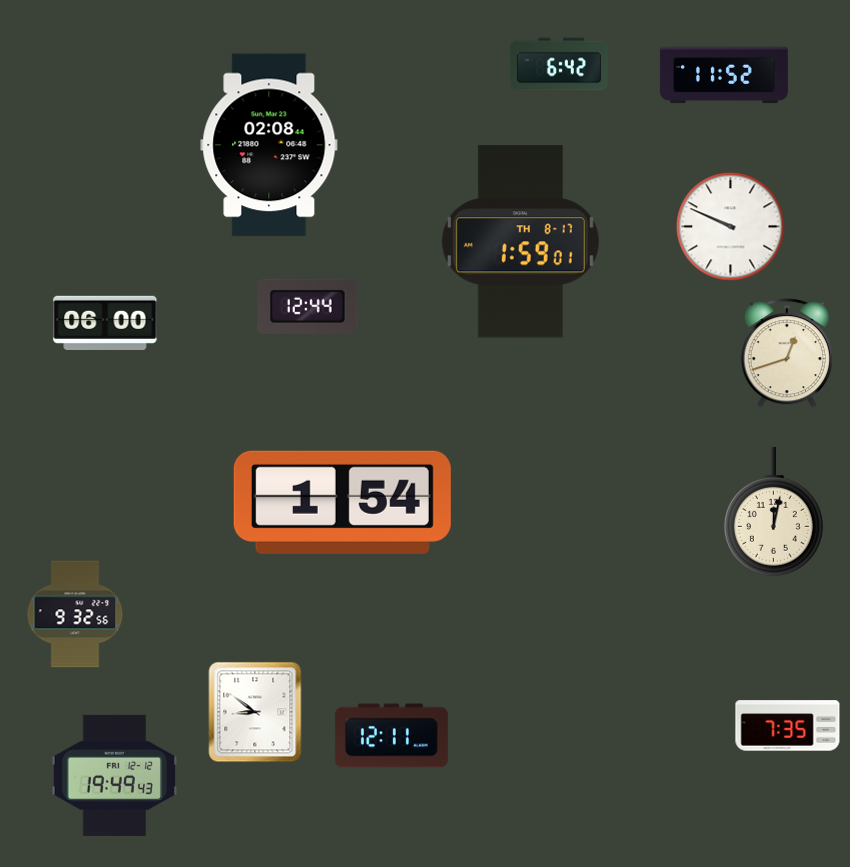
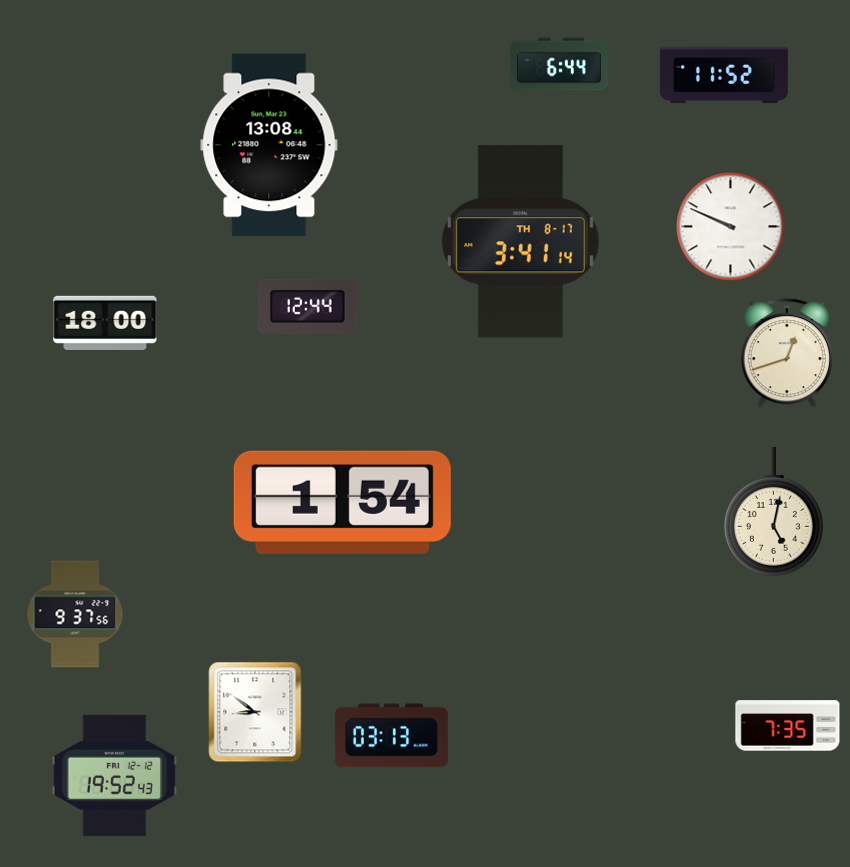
clock at (559, 64): 6:42 -> 6:44
clock at (269, 145): 02:08 -> 13:08
clock at (520, 242): 1:59 -> 3:41
clock at (105, 323): 06:00 -> 18:00
clock at (773, 511): 12:02 -> 5:02
clock at (75, 614): 9:32 -> 9:37
clock at (391, 736): 12:11 -> 03:13
clock at (115, 775): 19:49 -> 19:52
